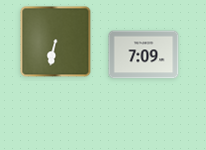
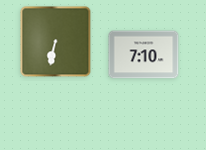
clock at (144, 55): 7:09 -> 7:10
